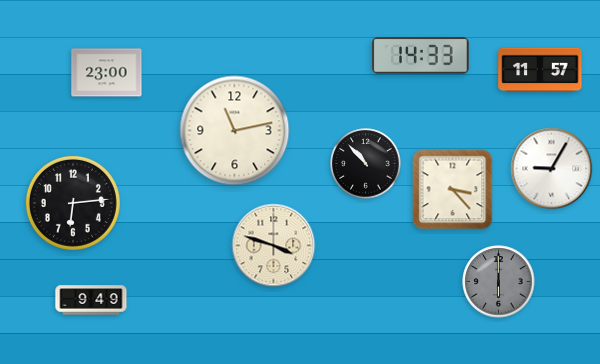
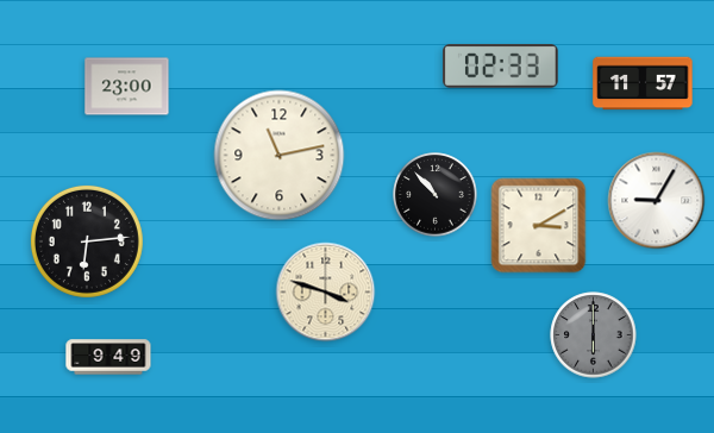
clock at (421, 56): 14:33 -> 02:33
clock at (453, 190): 3:23 -> 3:10
